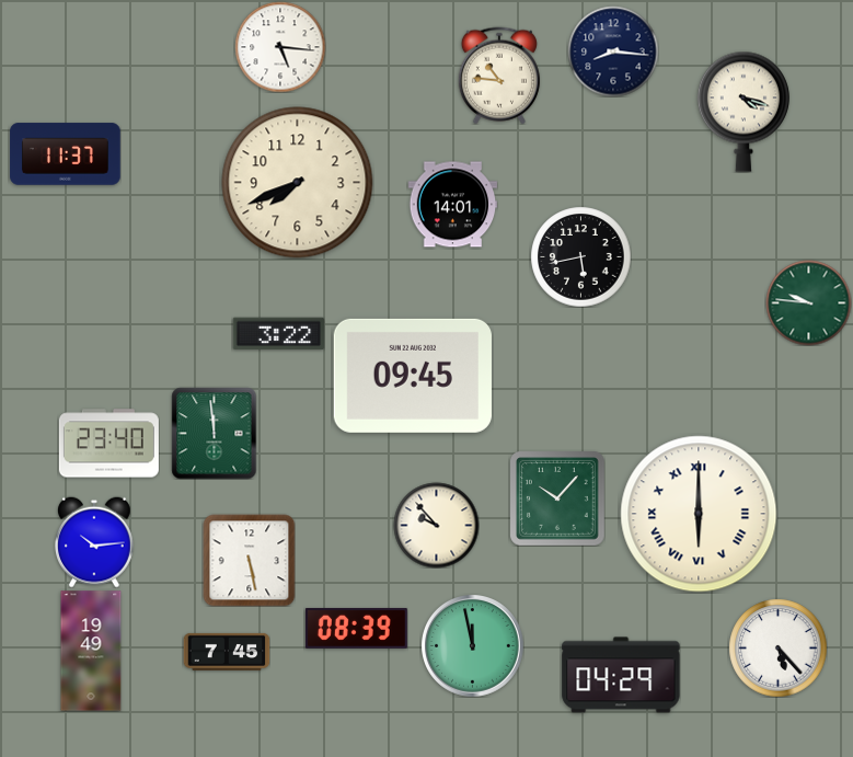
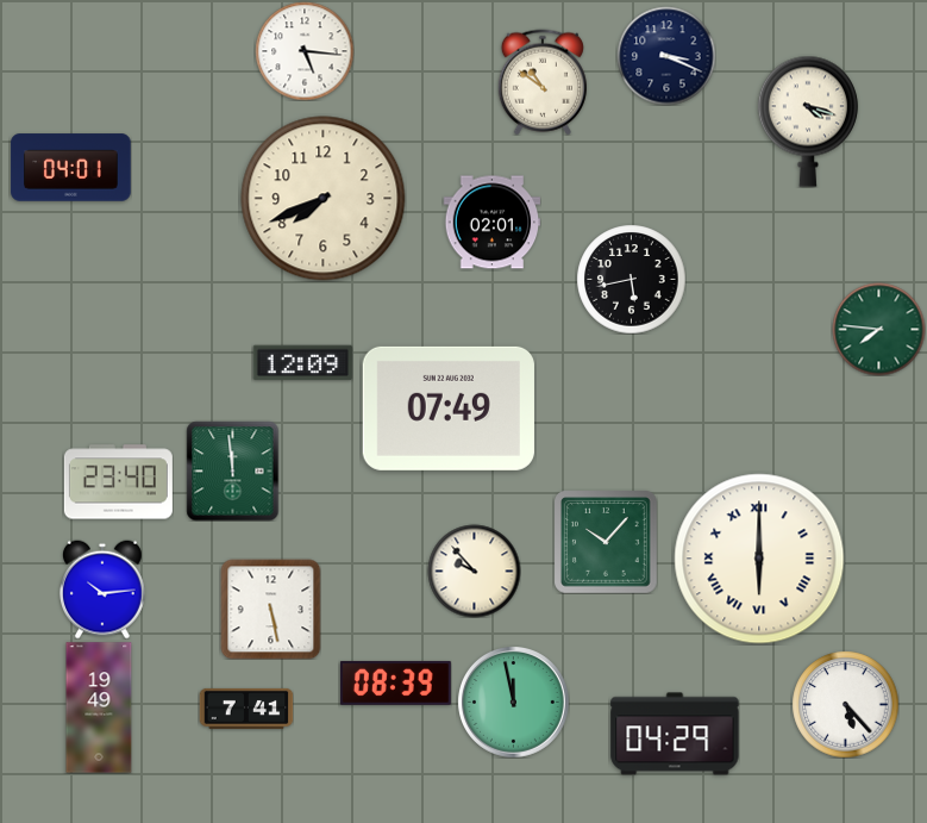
clock at (613, 51): 8:16 -> 3:19
clock at (499, 76): 10:46 -> 10:51
clock at (66, 154): 11:37 -> 04:01
clock at (452, 205): 14:01 -> 02:01
clock at (808, 302): 9:46 -> 7:46
clock at (278, 334): 3:22 -> 12:09
clock at (413, 376): 09:45 -> 07:49
clock at (356, 628) position: (356, 628) -> (395, 682)
clock at (227, 652): 7:45 -> 7:41
